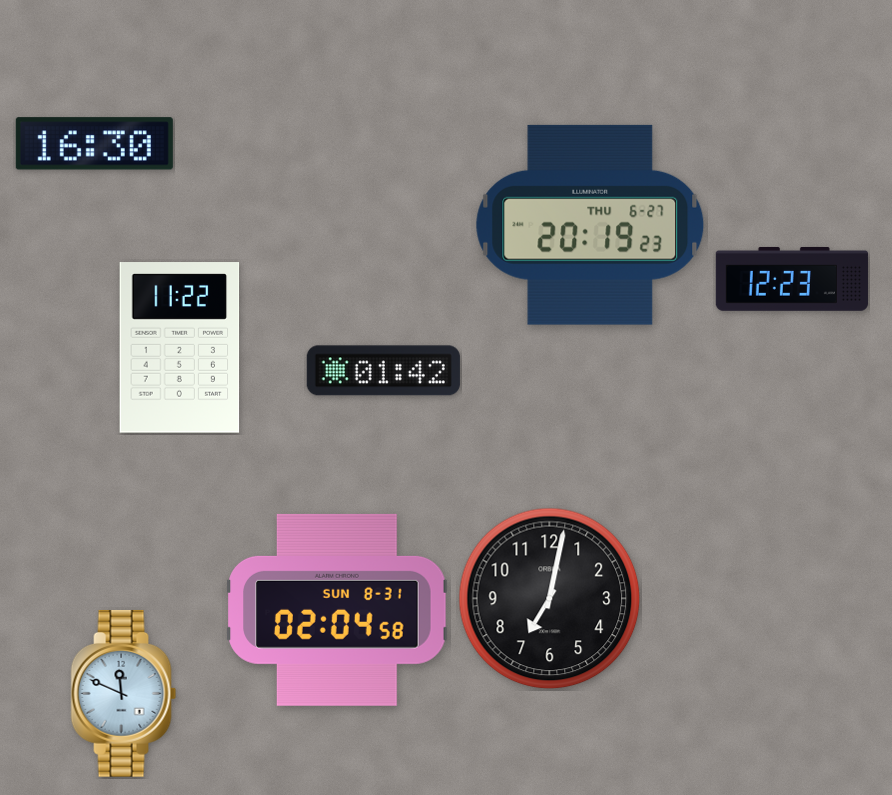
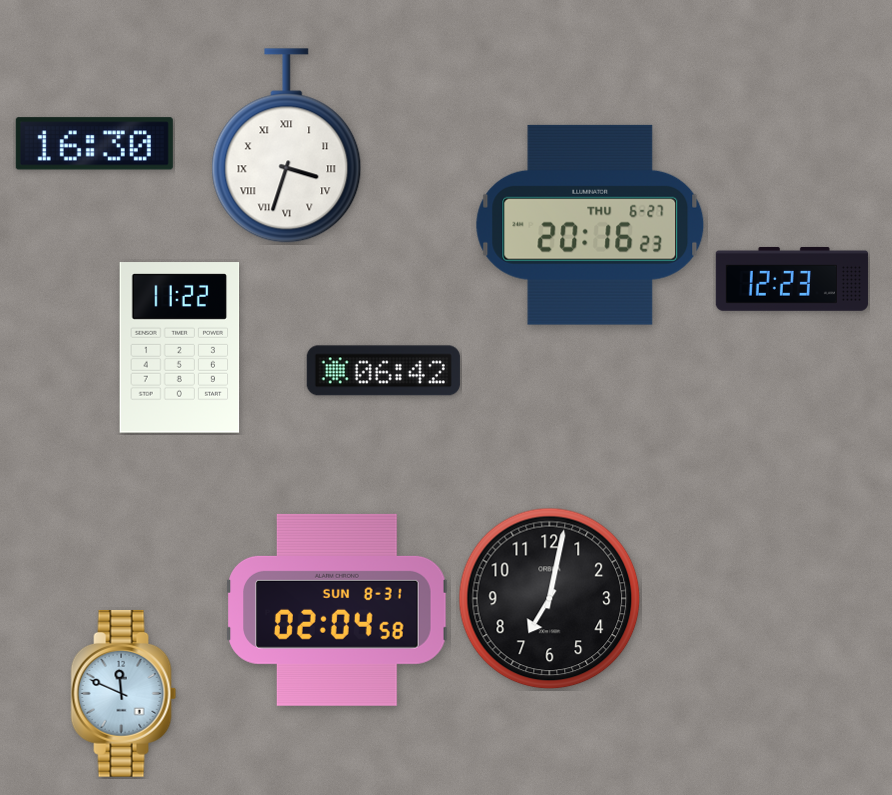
clock at (287, 146): none -> 3:33
clock at (590, 225): 20:19 -> 20:16
clock at (383, 371): 01:42 -> 06:42
